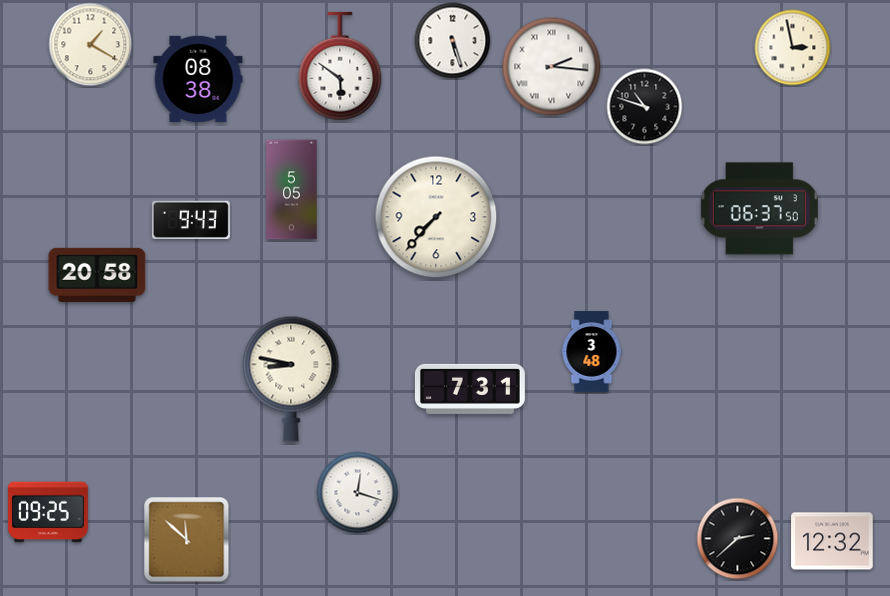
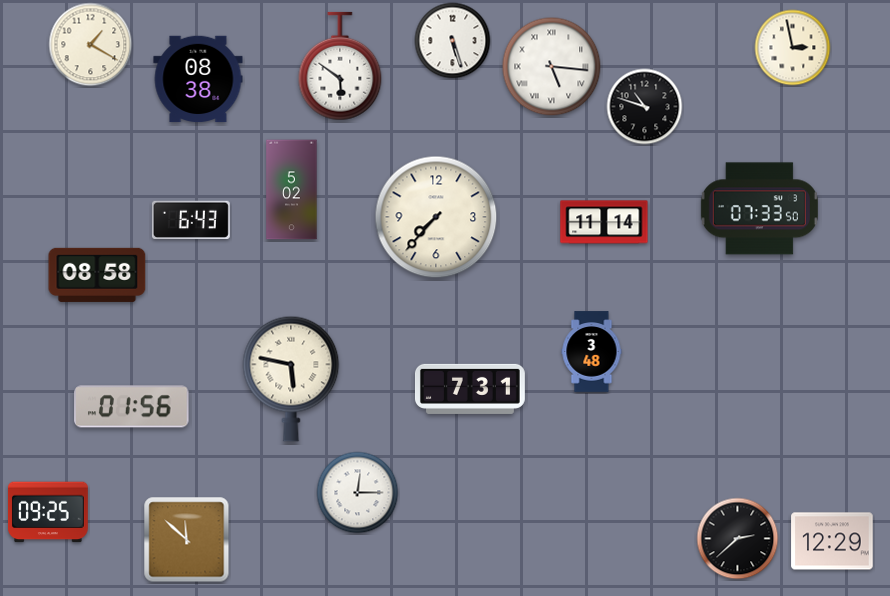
clock at (552, 67): 2:16 -> 5:16
clock at (292, 190): 5:05 -> 5:02
clock at (759, 209): 06:37 -> 07:33
clock at (191, 220): 9:43 -> 6:43
clock at (604, 222): none -> 11:14
clock at (97, 275): 20:58 -> 08:58
clock at (291, 379): 8:47 -> 5:47
clock at (132, 407): none -> 01:56
clock at (358, 493): 12:18 -> 12:15
clock at (832, 541): 12:32 -> 12:29
